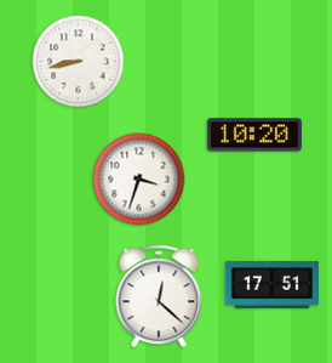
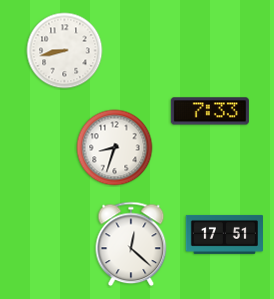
clock at (254, 135): 10:20 -> 7:33
clock at (139, 180): 3:33 -> 8:33
